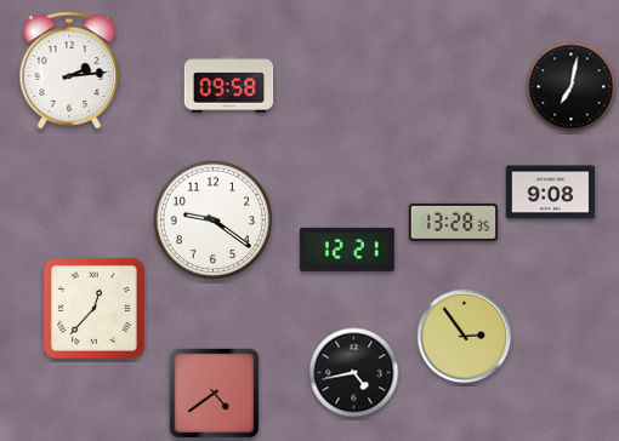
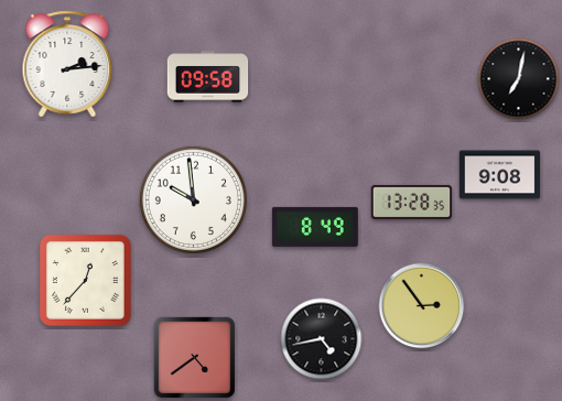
clock at (69, 70) position: (69, 70) -> (67, 64)
clock at (212, 219): 9:21 -> 9:59
clock at (347, 250): 12:21 -> 8:49
